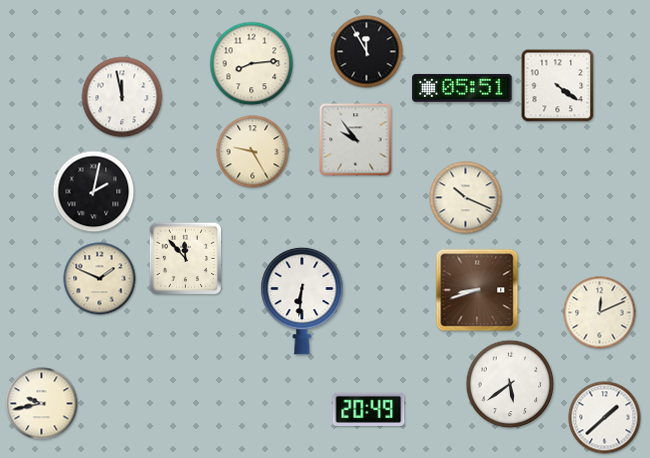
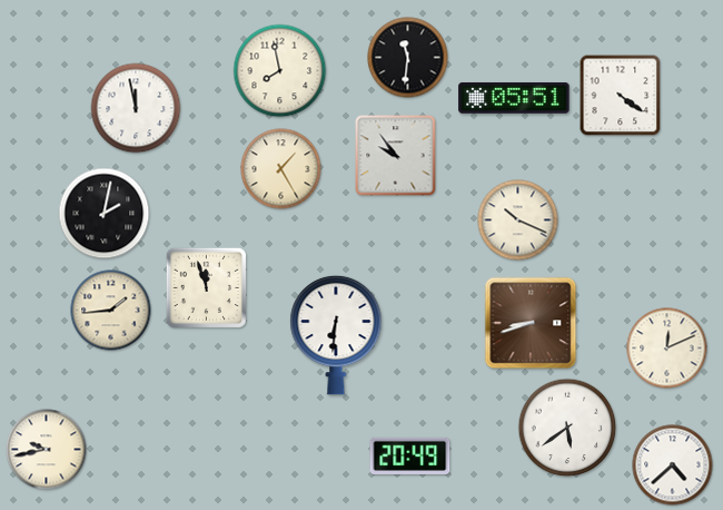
clock at (367, 52): 11:55 -> 11:31
clock at (252, 64): 8:14 -> 7:58
clock at (253, 152): 9:25 -> 1:25
clock at (185, 258): 11:53 -> 11:57
clock at (100, 279): 1:49 -> 1:44
clock at (605, 418): 1:38 -> 4:38
